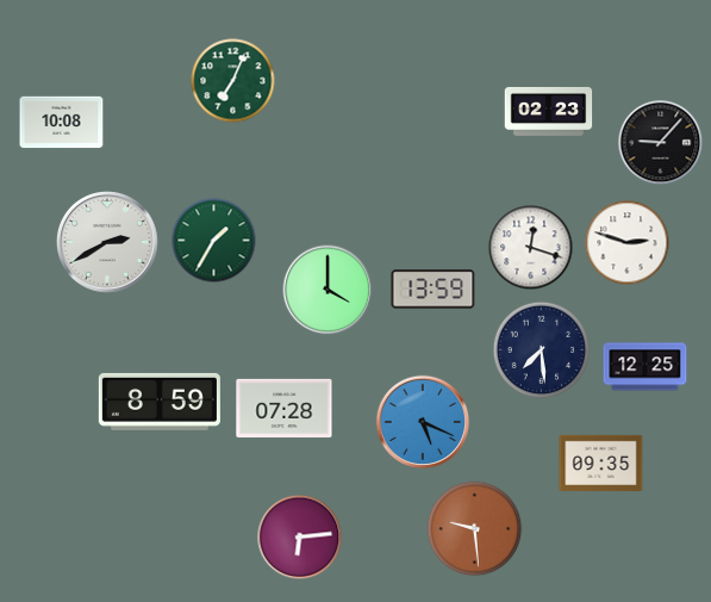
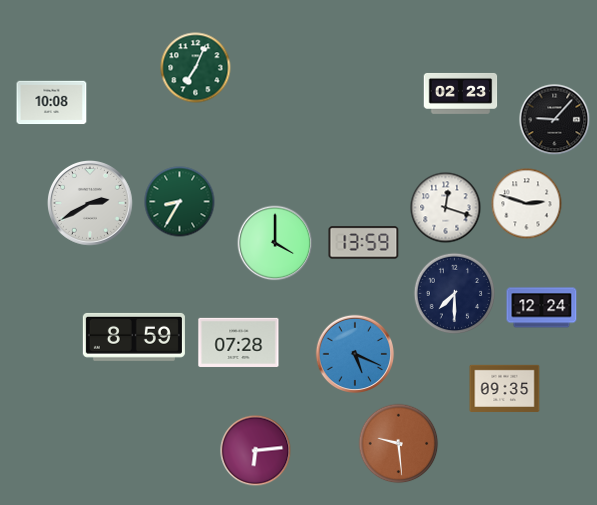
clock at (214, 241): 1:35 -> 8:35
clock at (542, 350): 7:29 -> 7:30
clock at (645, 367): 12:25 -> 12:24
clock at (300, 538) position: (300, 538) -> (256, 451)
